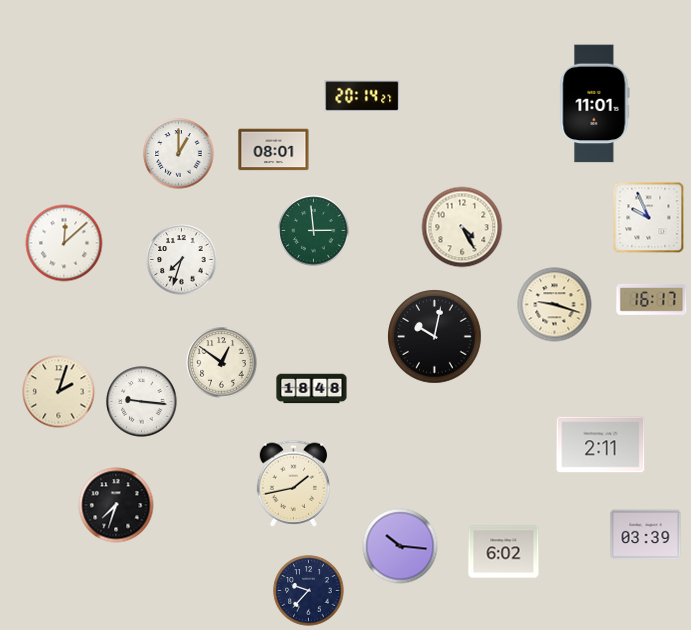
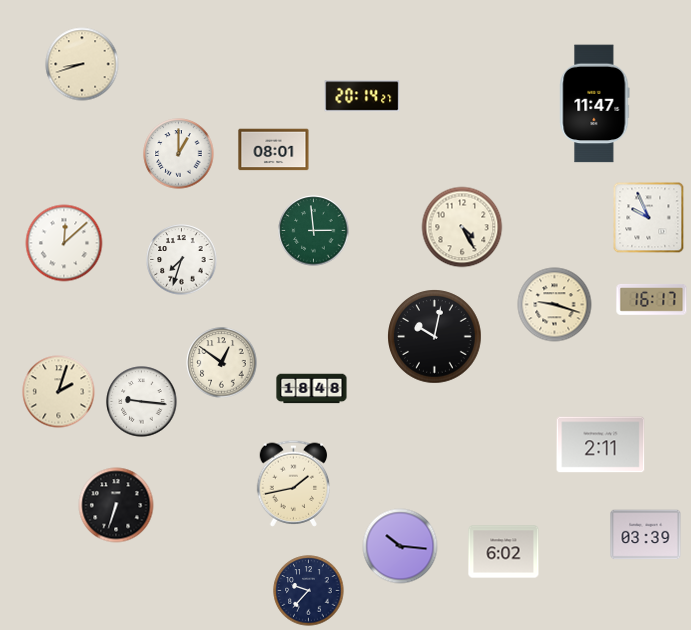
clock at (82, 64): none -> 8:42
clock at (595, 104): 11:01 -> 11:47
clock at (116, 505): 7:33 -> 6:33
